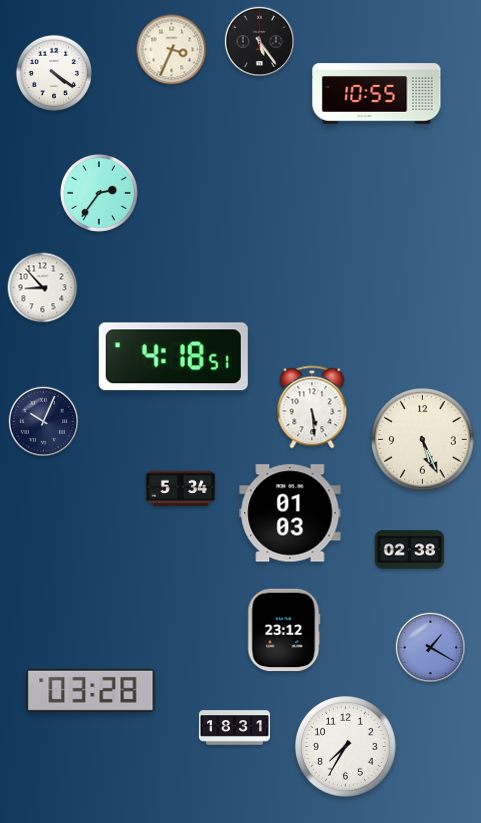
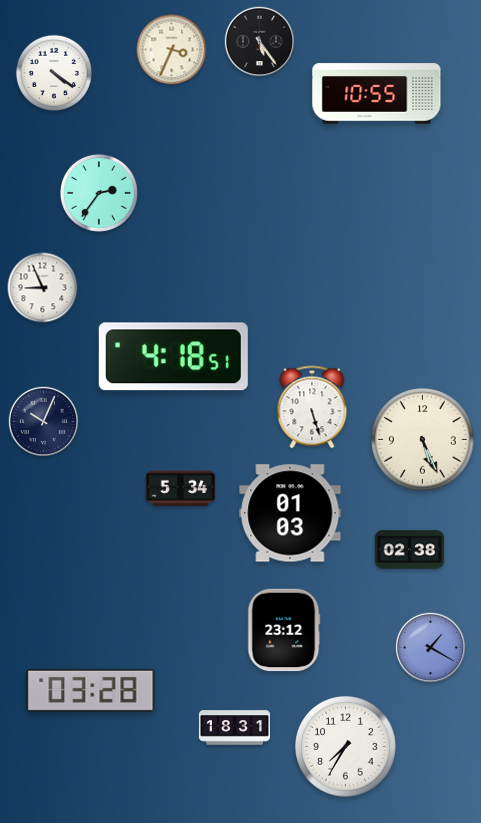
clock at (43, 288): 8:53 -> 8:56
clock at (312, 407): 5:29 -> 5:27
